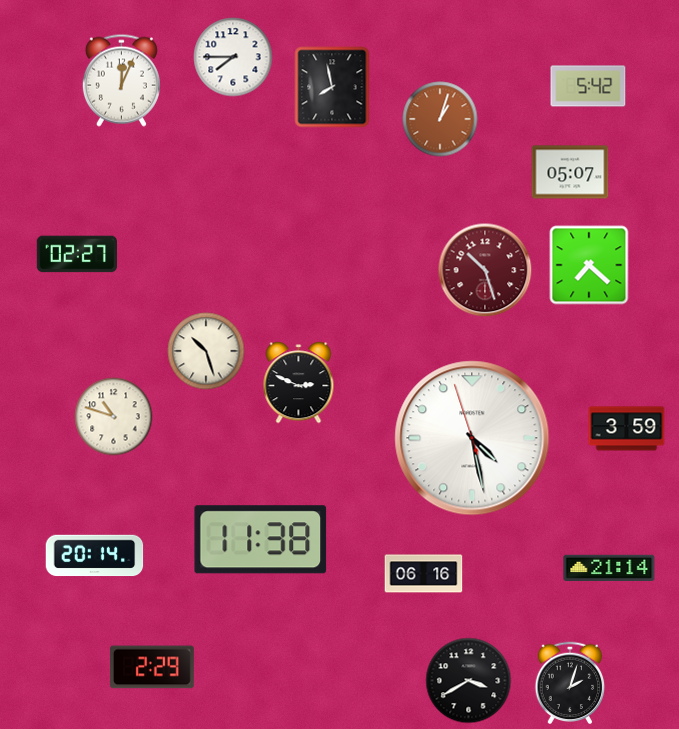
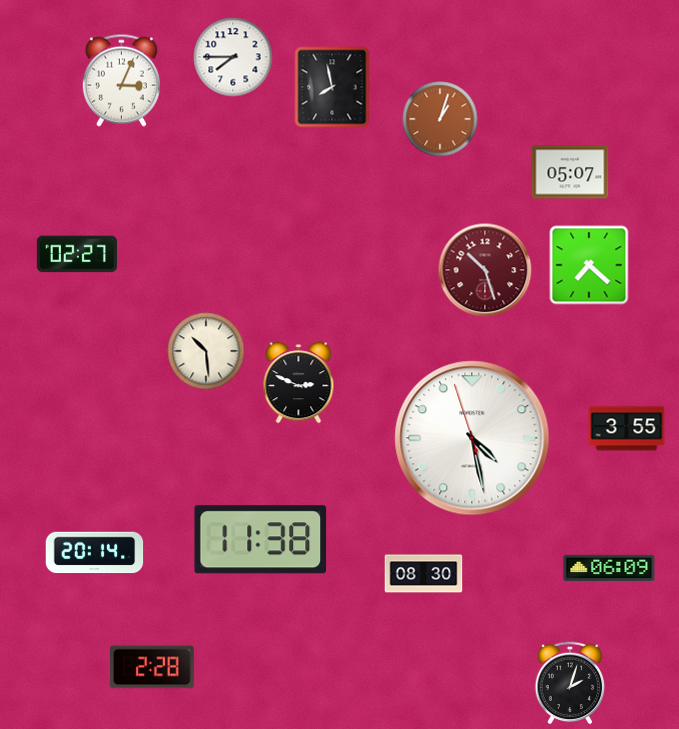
clock at (121, 80): 12:04 -> 3:04
clock at (588, 86): 5:42 -> none
clock at (206, 351): 10:27 -> 10:29
clock at (114, 417): 10:48 -> none
clock at (627, 429): 3:59 -> 3:55
clock at (95, 556) position: (95, 556) -> (95, 553)
clock at (609, 567): 21:14 -> 06:09
clock at (424, 574): 06:16 -> 08:30
clock at (153, 667): 2:29 -> 2:28
clock at (469, 681): 3:40 -> none
